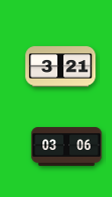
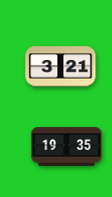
clock at (67, 147): 03:06 -> 19:35
